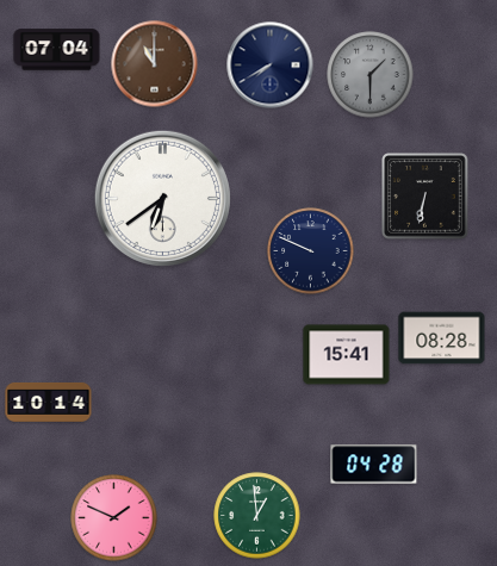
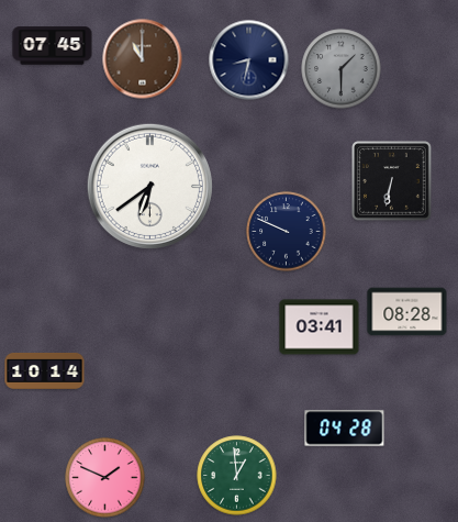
clock at (57, 50): 07:04 -> 07:45
clock at (271, 66): 7:40 -> 8:32
clock at (162, 198) position: (162, 198) -> (149, 186)
clock at (347, 355): 15:41 -> 03:41
